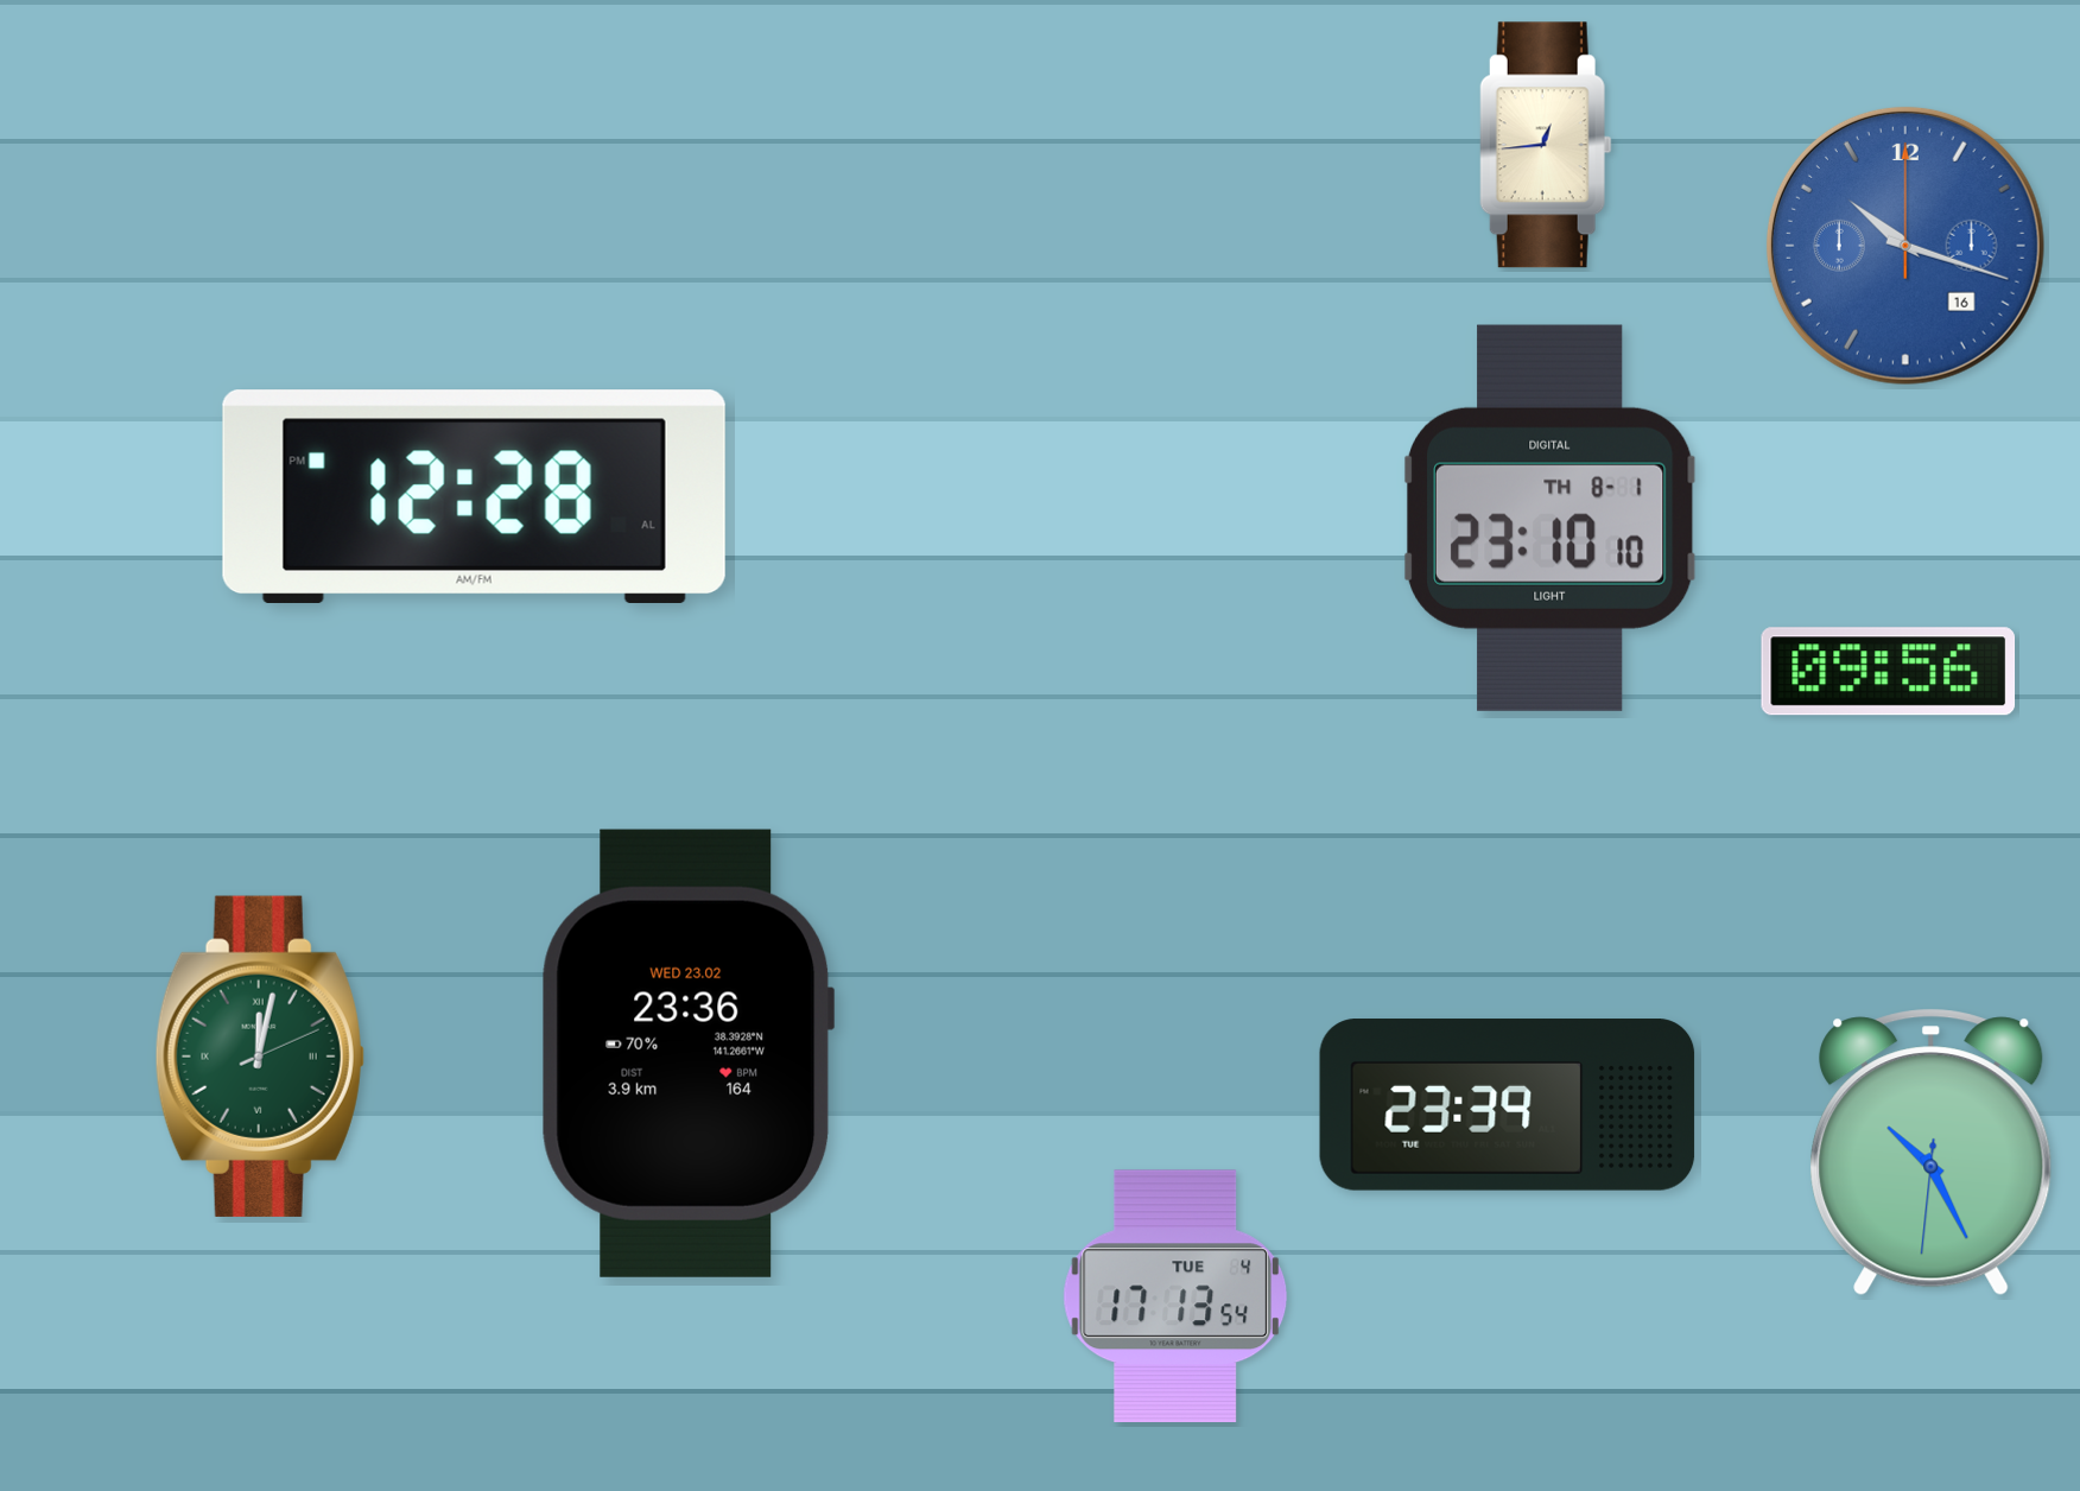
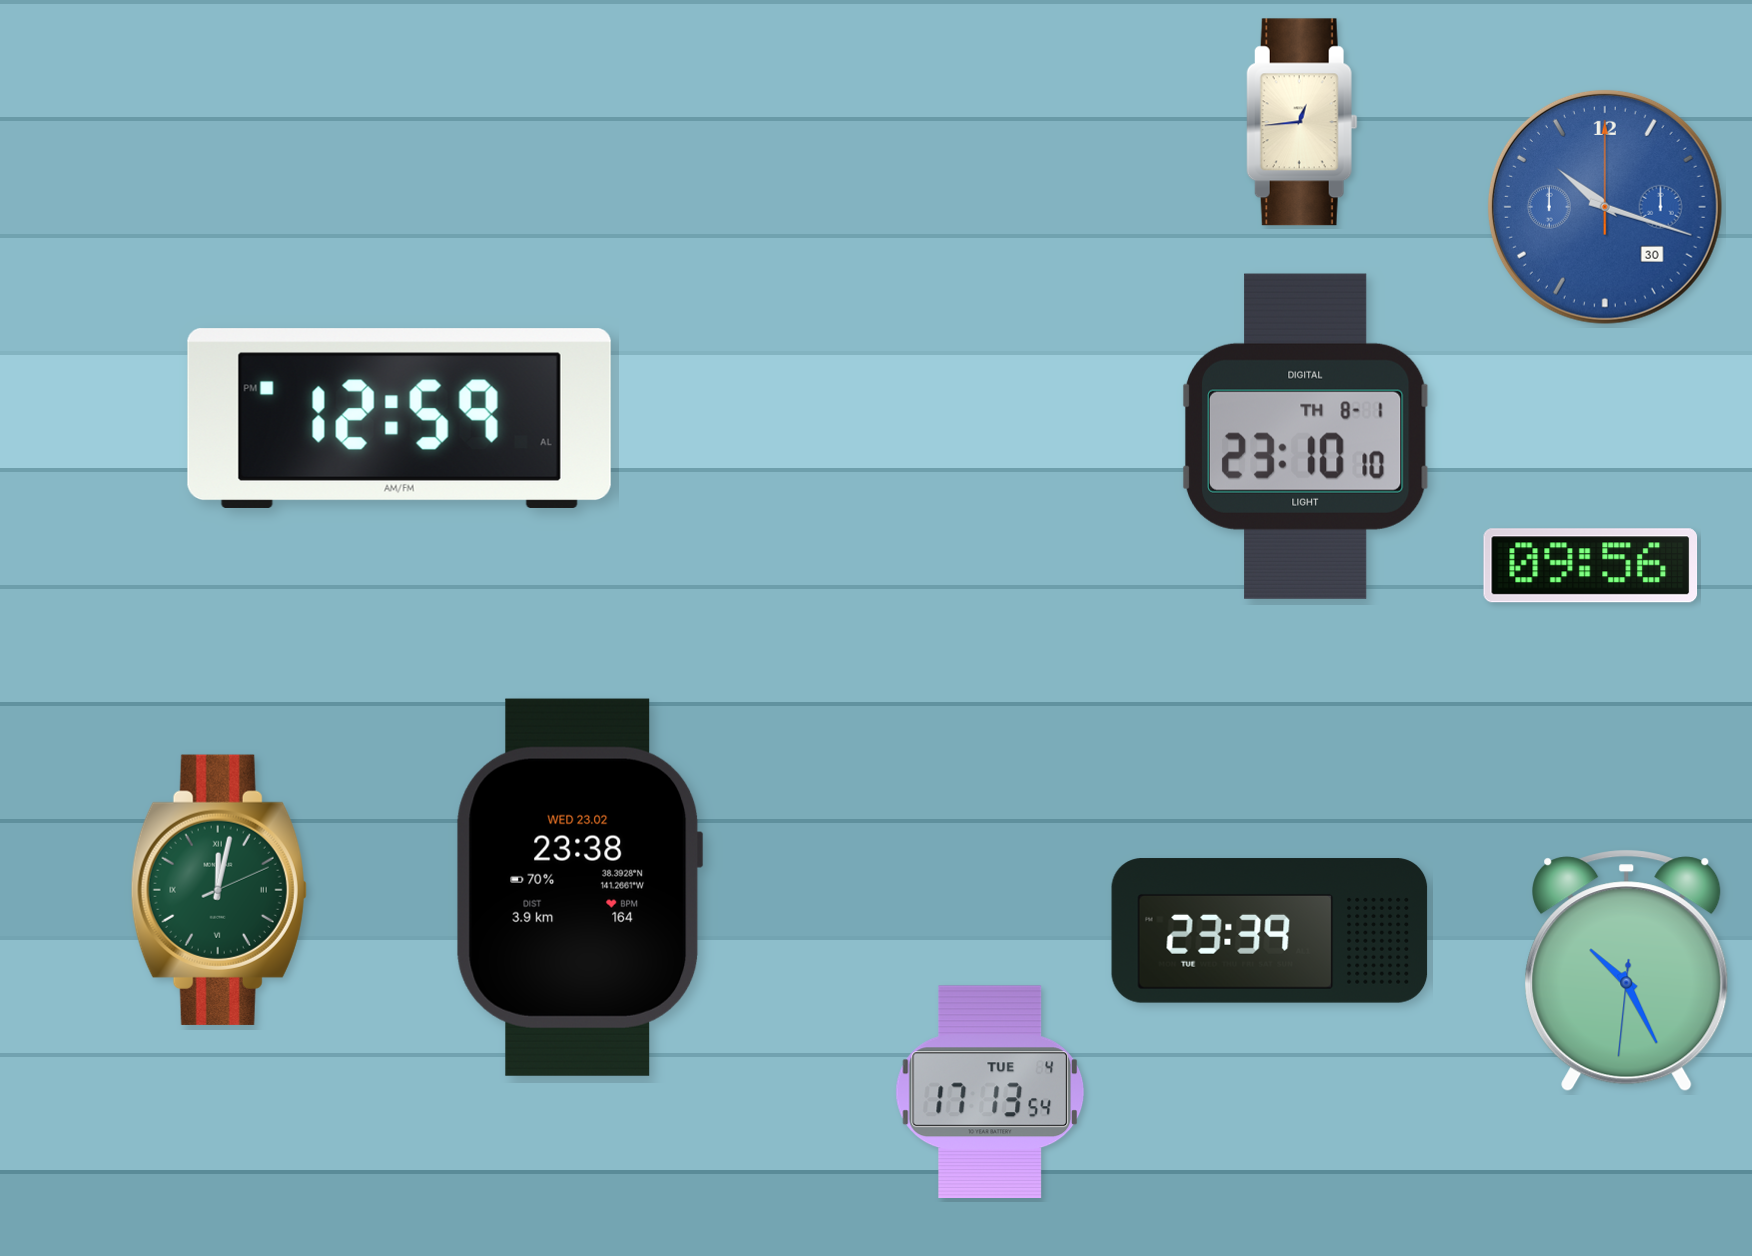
clock at (1905, 246) date: 16 -> 30
clock at (474, 496): 12:28 -> 12:59
clock at (687, 1053): 23:36 -> 23:38
